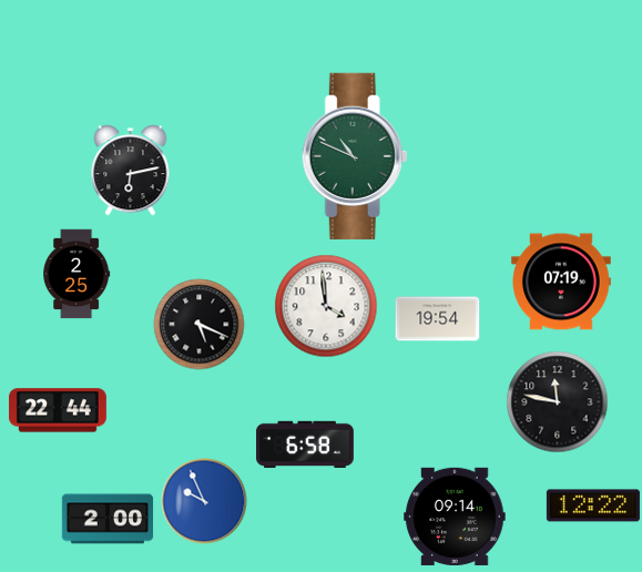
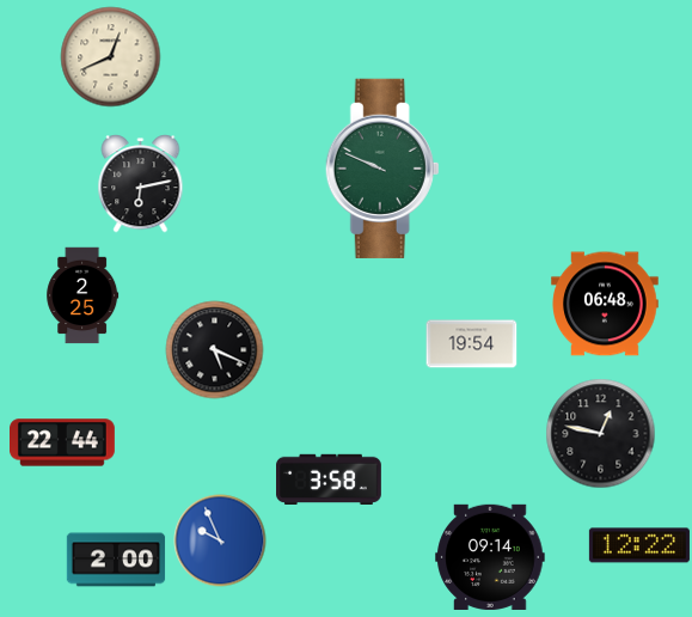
clock at (111, 57): none -> 12:41
clock at (355, 156): 10:49 -> 9:49
clock at (561, 282): 07:19 -> 06:48
clock at (326, 306): 3:59 -> none
clock at (558, 402): 11:47 -> 12:47
clock at (306, 443): 6:58 -> 3:58
